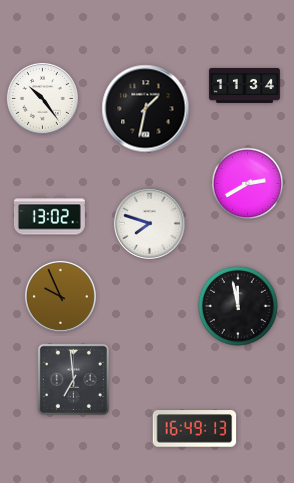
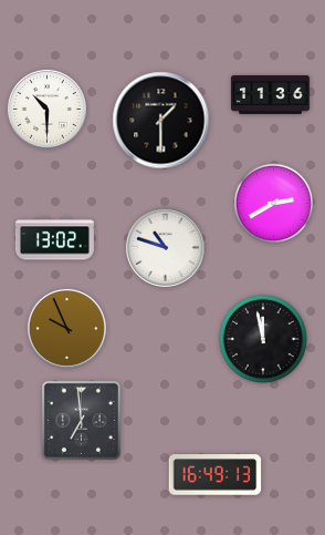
clock at (244, 85): 11:34 -> 11:36
clock at (42, 98): 10:24 -> 10:30
clock at (146, 109): 1:32 -> 1:30
clock at (149, 223): 7:48 -> 10:48
